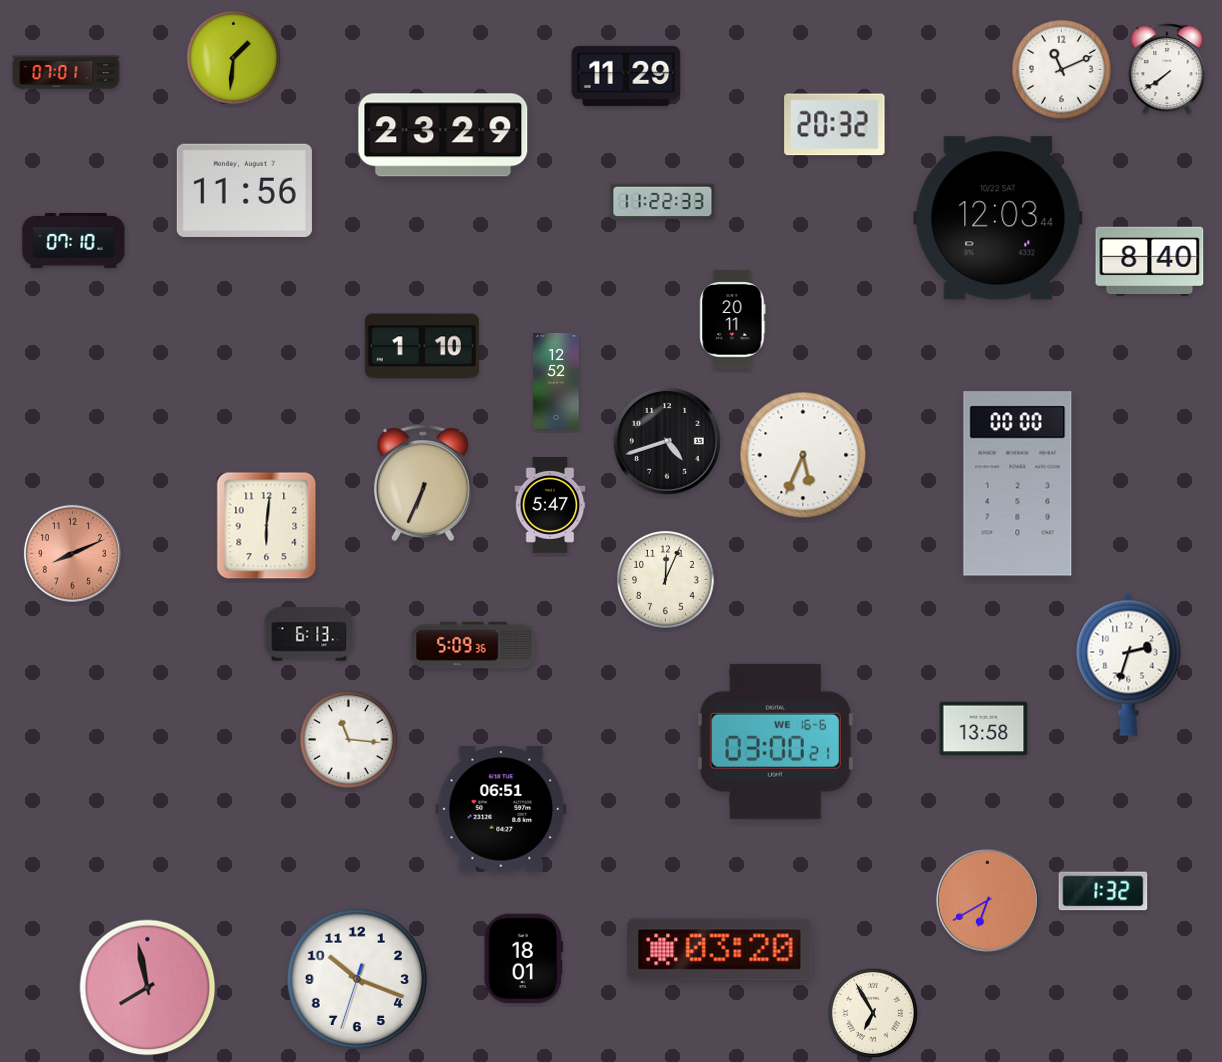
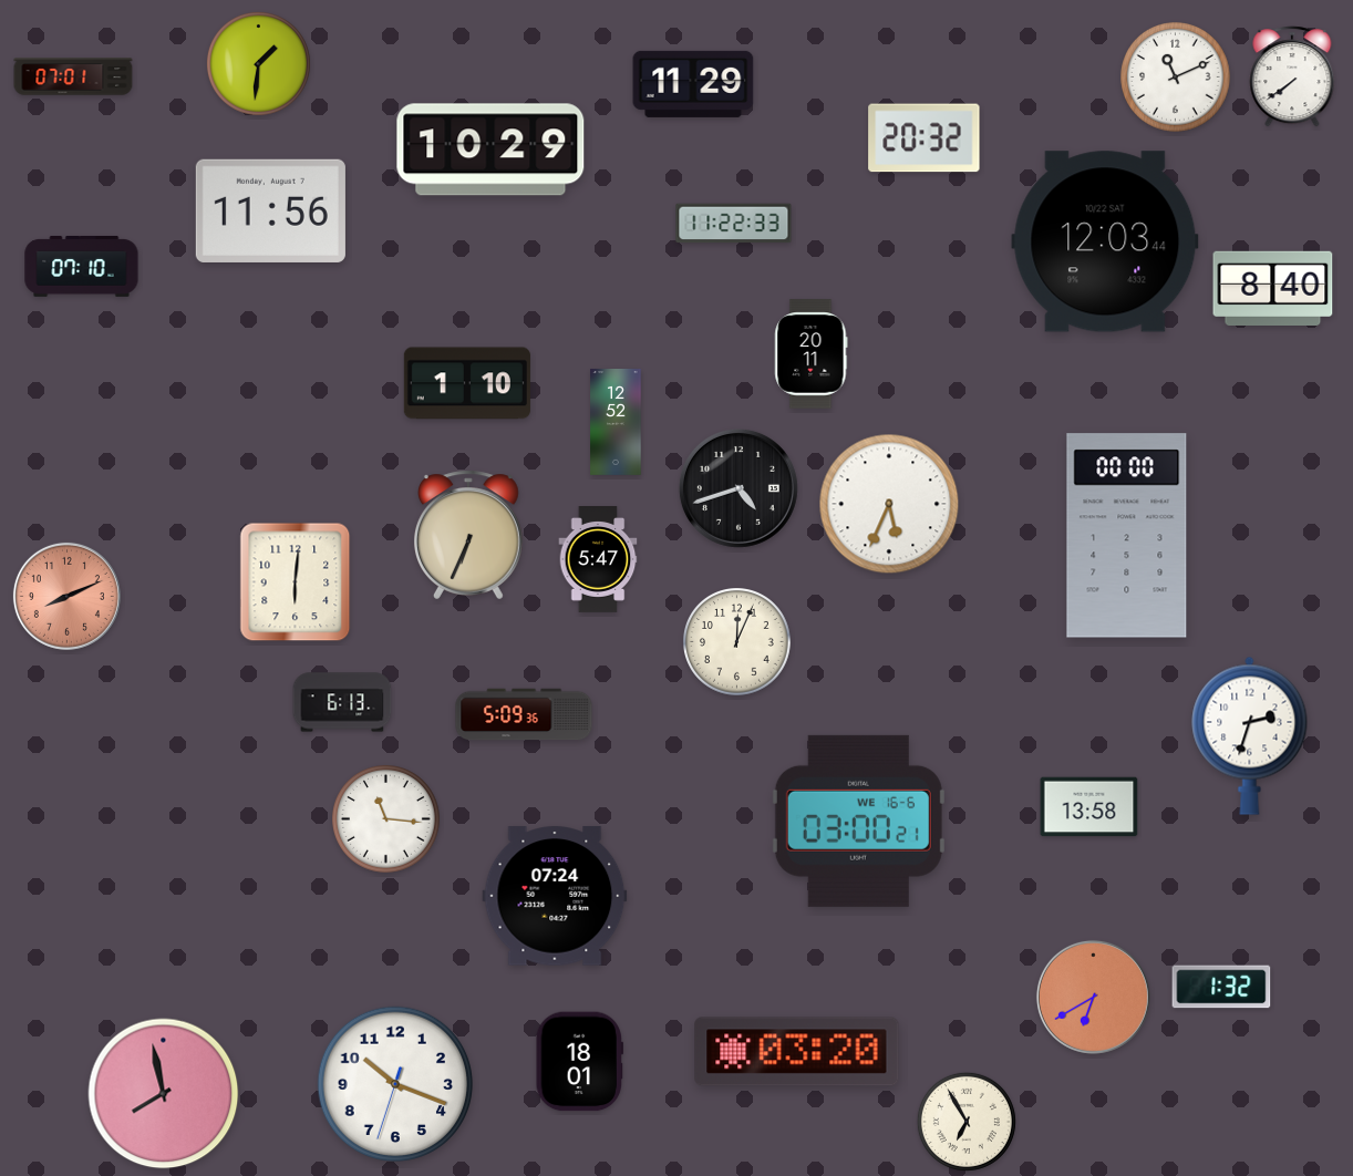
clock at (66, 72) position: (66, 72) -> (73, 76)
clock at (443, 135): 23:29 -> 10:29
clock at (550, 506) position: (550, 506) -> (598, 560)
clock at (72, 553) position: (72, 553) -> (66, 596)
clock at (501, 809): 06:51 -> 07:24
